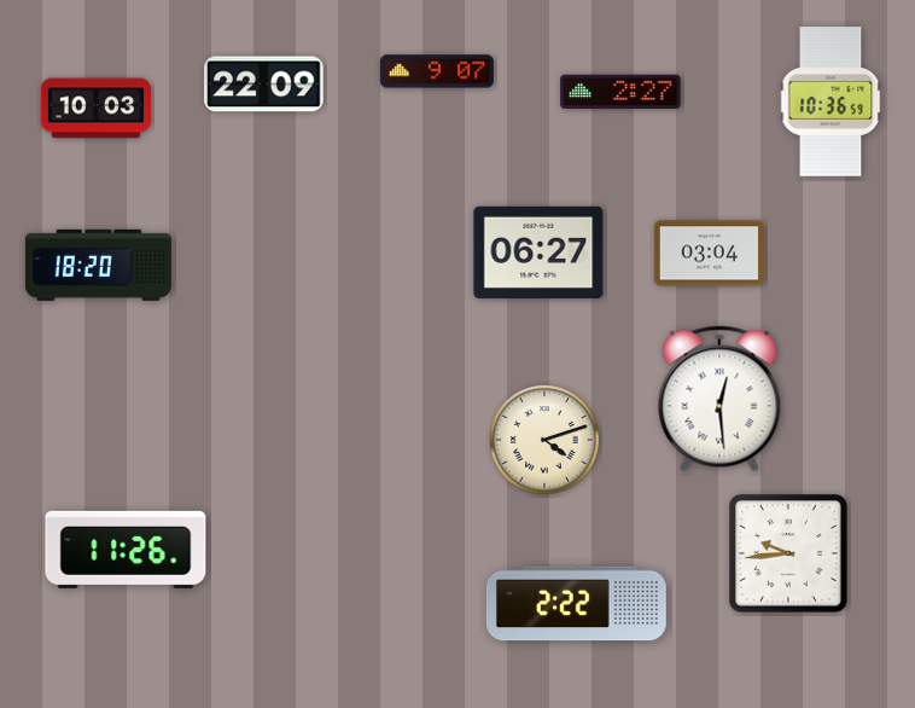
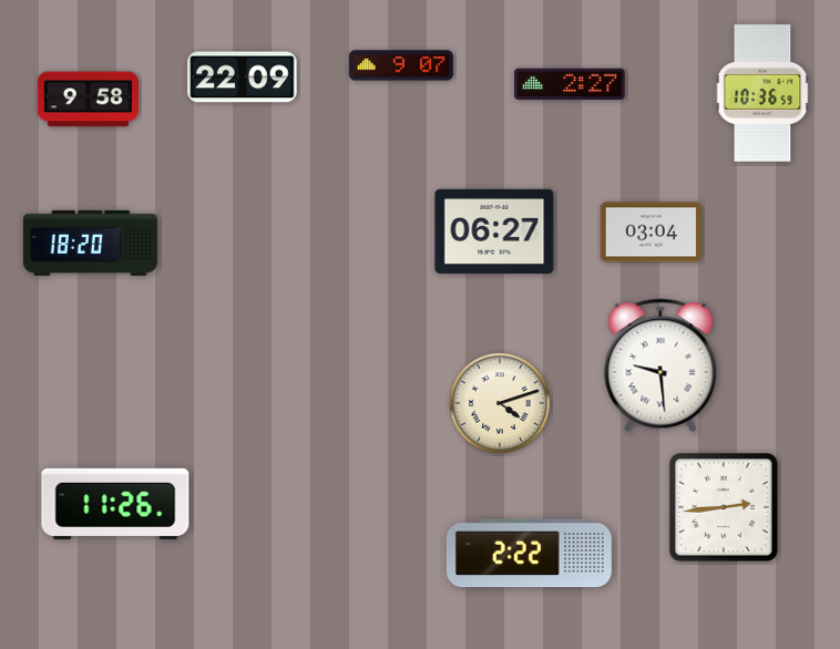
clock at (95, 109): 10:03 -> 9:58
clock at (719, 399): 12:29 -> 9:29
clock at (788, 553): 9:44 -> 2:44
